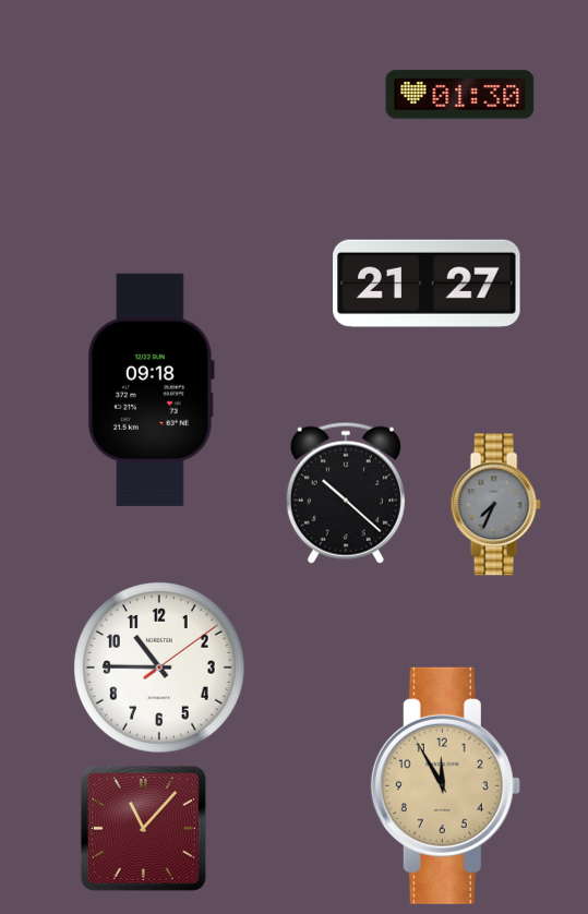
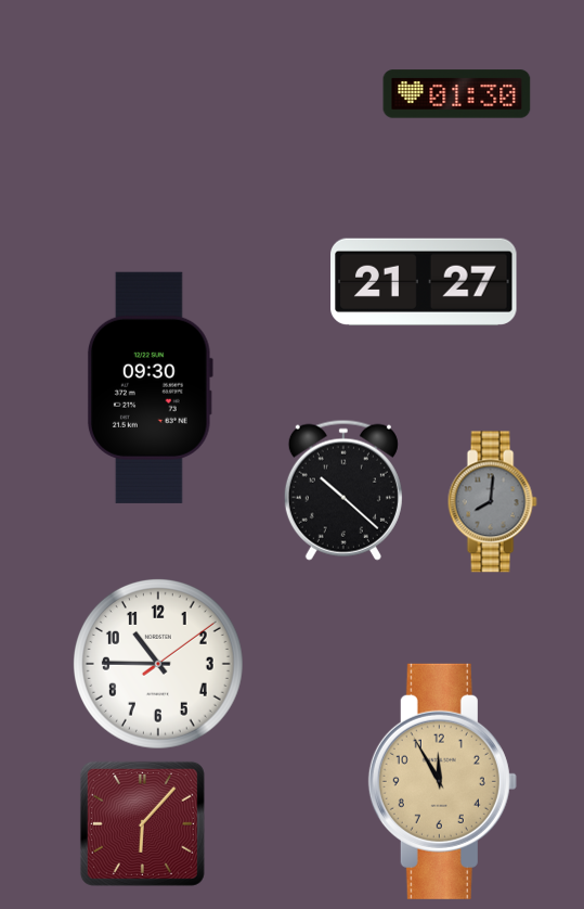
clock at (151, 389): 09:18 -> 09:30
clock at (495, 505): 7:34 -> 8:01
clock at (143, 828): 11:07 -> 6:07
